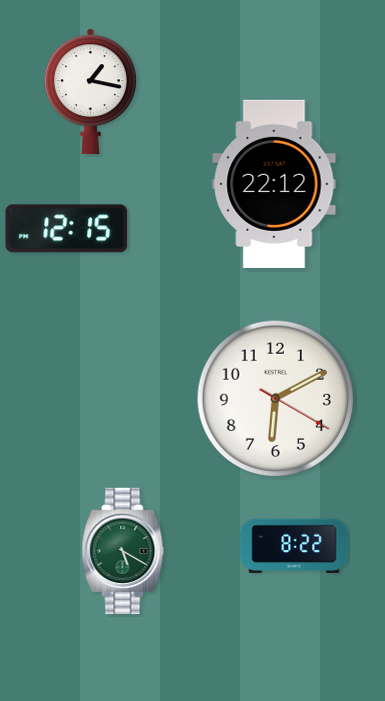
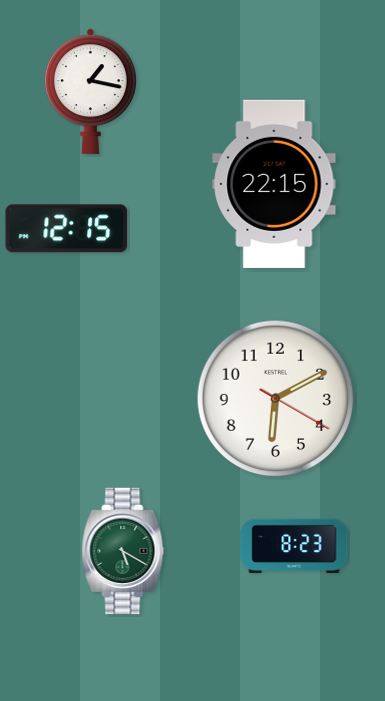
clock at (274, 184): 22:12 -> 22:15
clock at (294, 546): 8:22 -> 8:23
